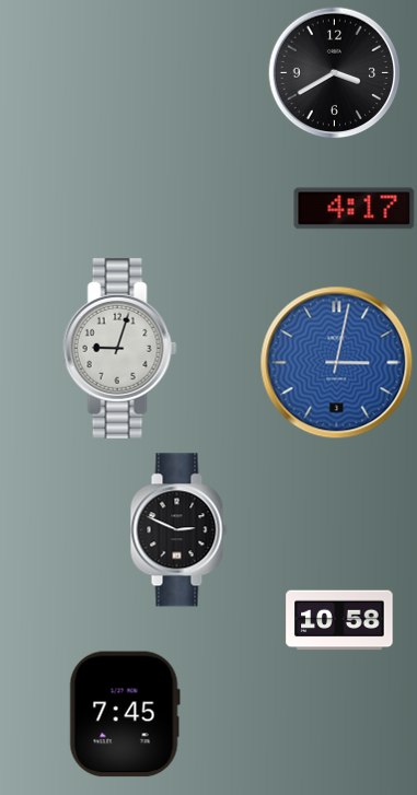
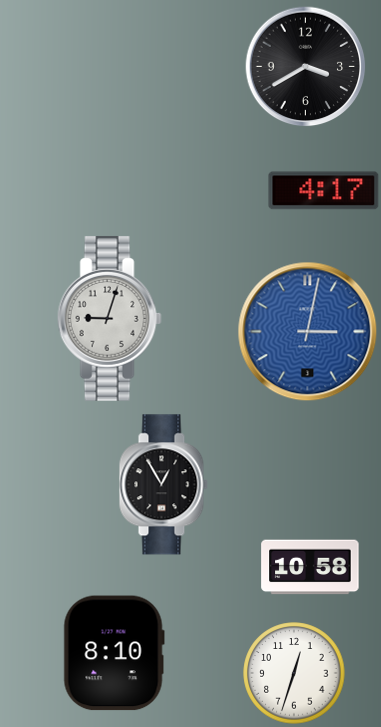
clock at (178, 530): 2:49 -> 12:55
clock at (125, 714): 7:45 -> 8:10
clock at (294, 673): none -> 12:33
